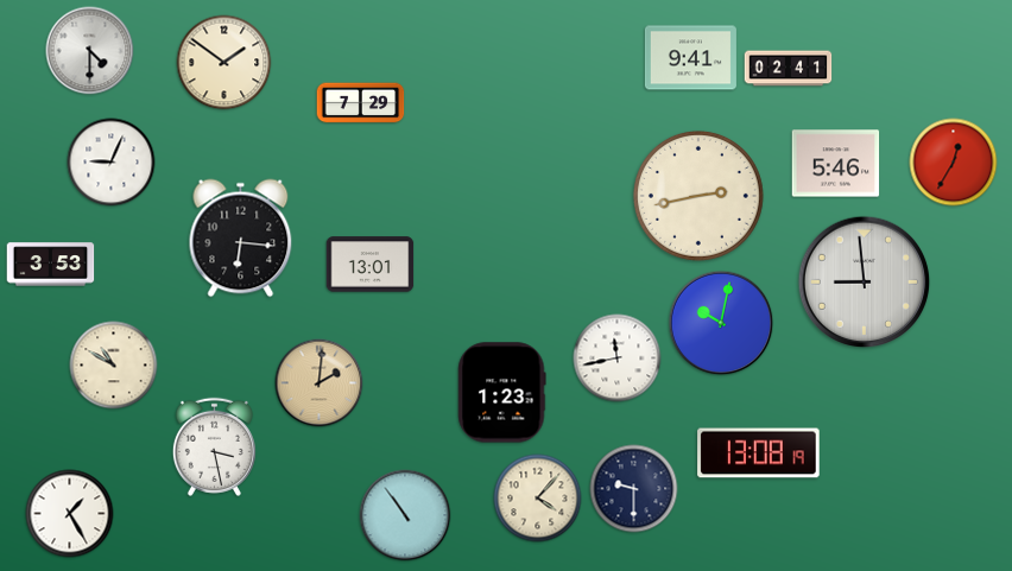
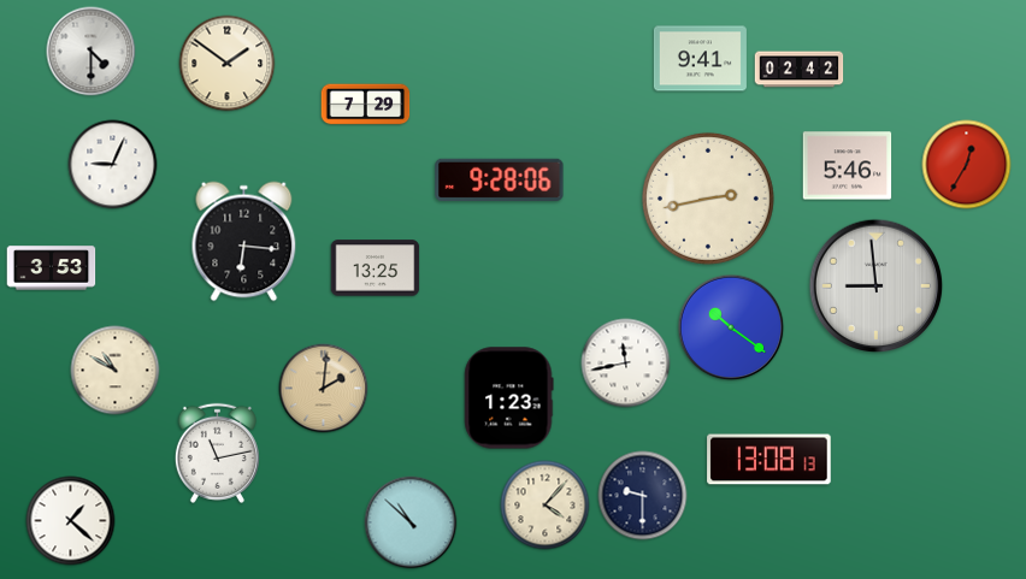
clock at (789, 69): 02:41 -> 02:42
clock at (500, 179): none -> 9:28
clock at (371, 265): 13:01 -> 13:25
clock at (721, 323): 10:02 -> 10:21
clock at (214, 446): 3:28 -> 11:13
clock at (759, 453): 13:08:19 -> 13:08:13
clock at (70, 514): 1:25 -> 1:22
clock at (405, 515): 10:54 -> 10:52
